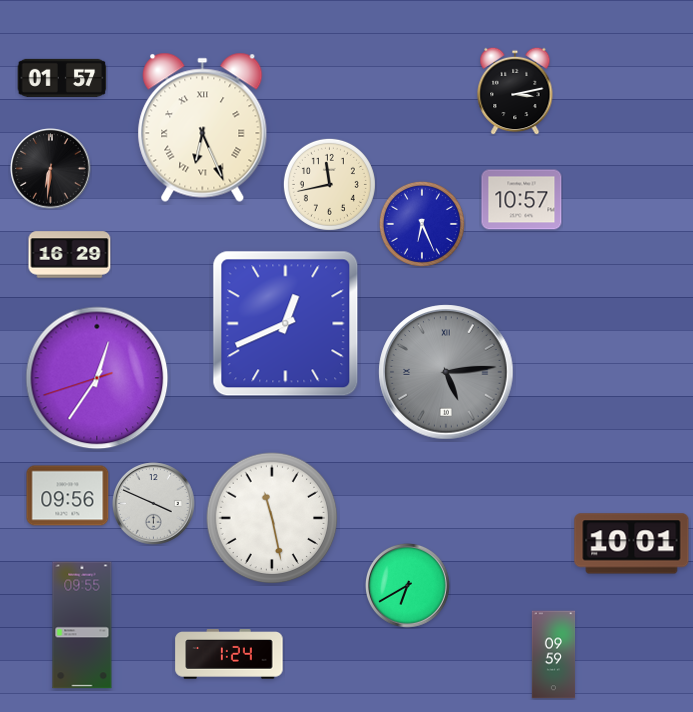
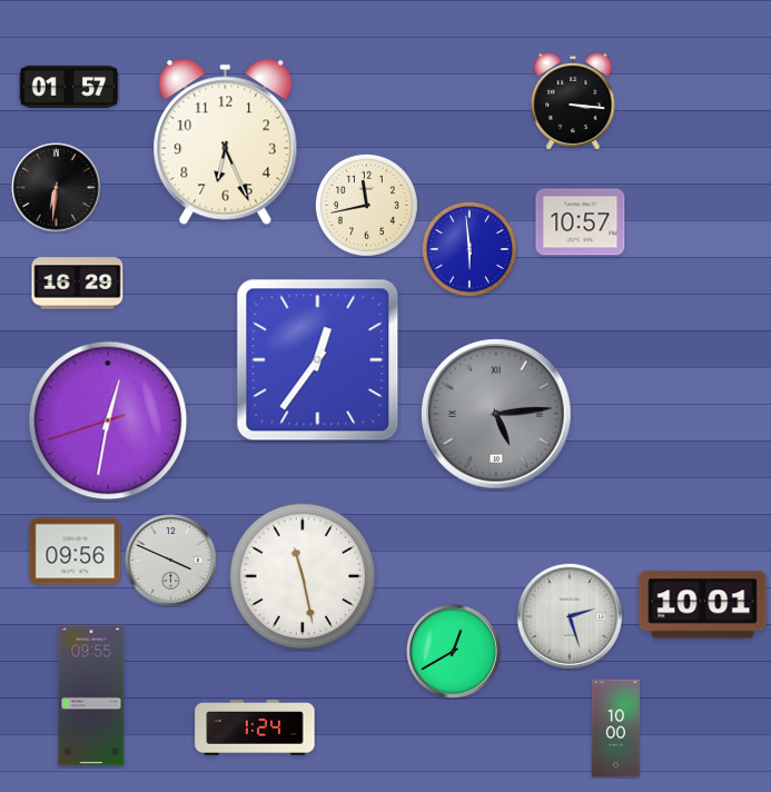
clock at (515, 91): 3:13 -> 3:16
clock at (203, 127) numerals: Roman -> Arabic
clock at (422, 224): 6:26 -> 5:59
clock at (286, 324): 12:41 -> 12:36
clock at (97, 378): 12:35 -> 12:31
clock at (569, 615): none -> 2:27
clock at (408, 586): 6:40 -> 12:40
clock at (554, 655): 09:59 -> 10:00
